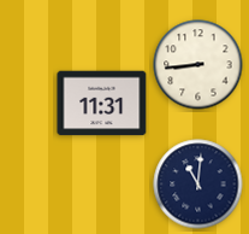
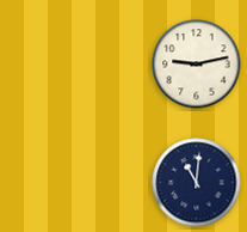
clock at (198, 65): 8:44 -> 9:13
clock at (102, 104): 11:31 -> none
